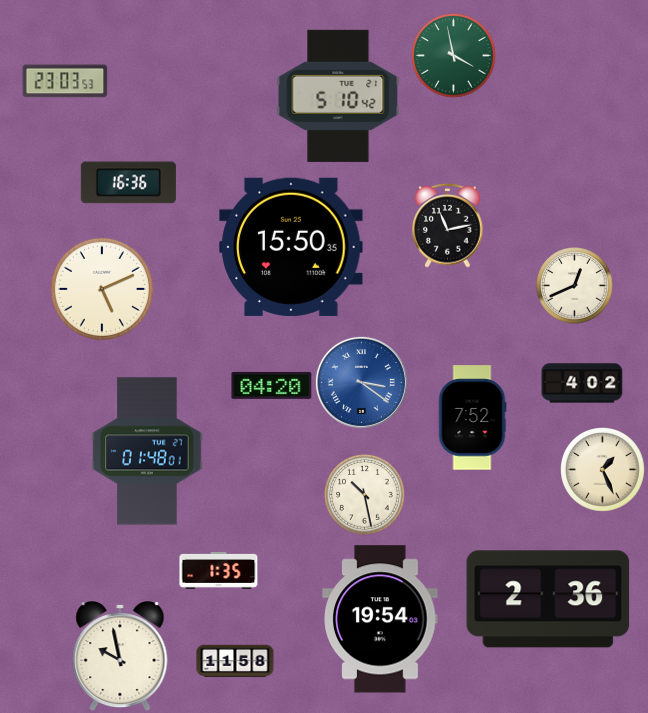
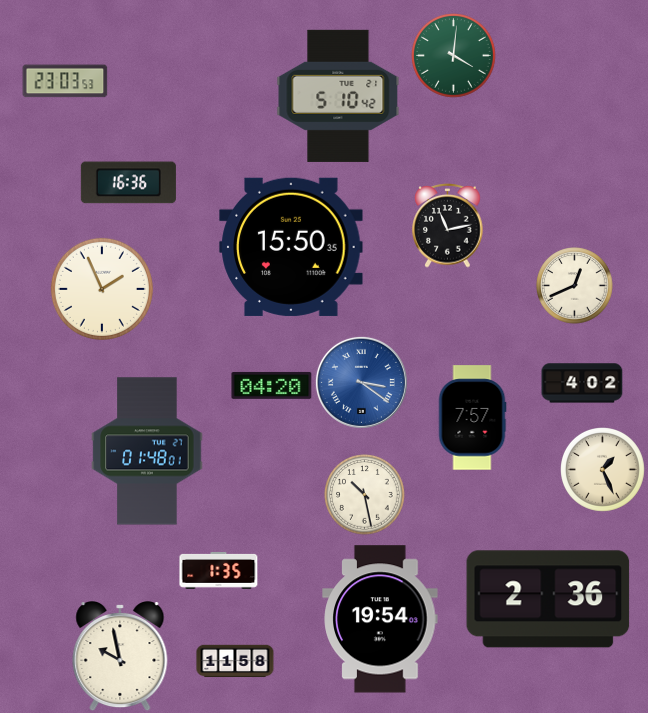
clock at (454, 56): 3:58 -> 4:01
clock at (102, 289): 5:11 -> 1:56
clock at (472, 418): 7:52 -> 7:57
